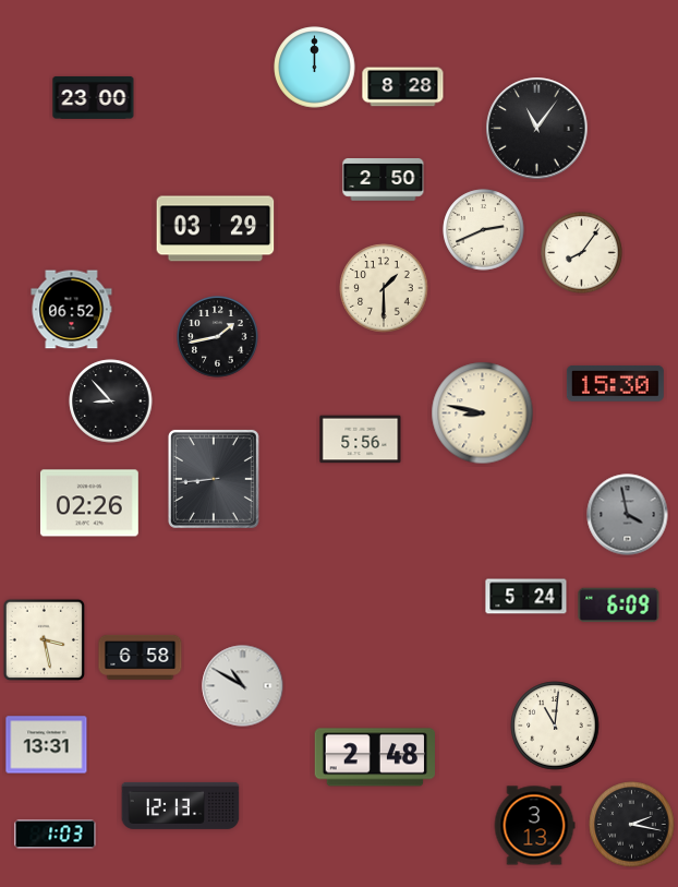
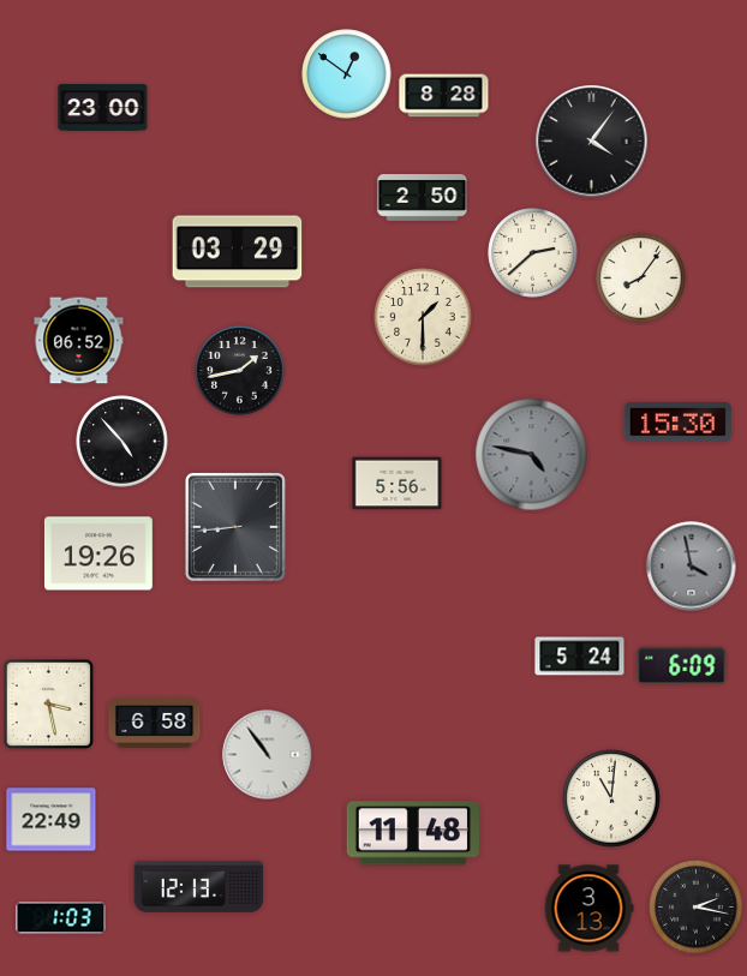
clock at (315, 68): 12:00 -> 12:51
clock at (537, 129): 11:06 -> 4:06
clock at (484, 230): 2:41 -> 2:38
clock at (111, 401): 8:53 -> 4:53
clock at (483, 413): 8:47 -> 4:47
clock at (483, 413) dial: cream -> grey
clock at (89, 503): 02:26 -> 19:26
clock at (243, 686): 10:50 -> 10:54
clock at (47, 745): 13:31 -> 22:49
clock at (374, 757): 2:48 -> 11:48
